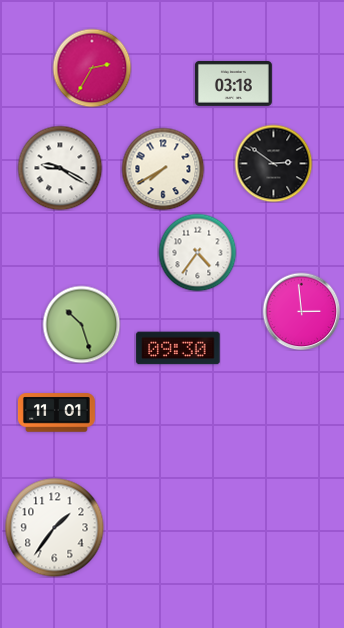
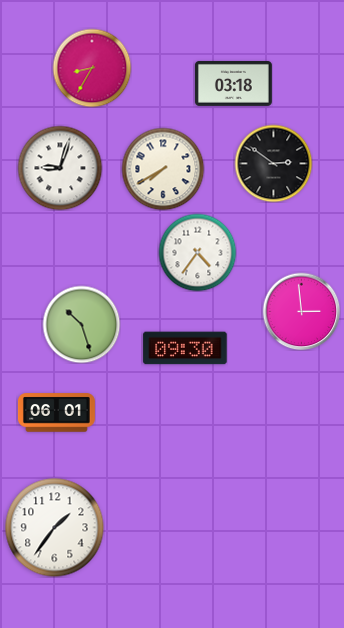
clock at (92, 68): 2:35 -> 8:35
clock at (60, 168): 9:20 -> 9:03
clock at (178, 348) position: (178, 348) -> (185, 348)
clock at (56, 413): 11:01 -> 06:01
